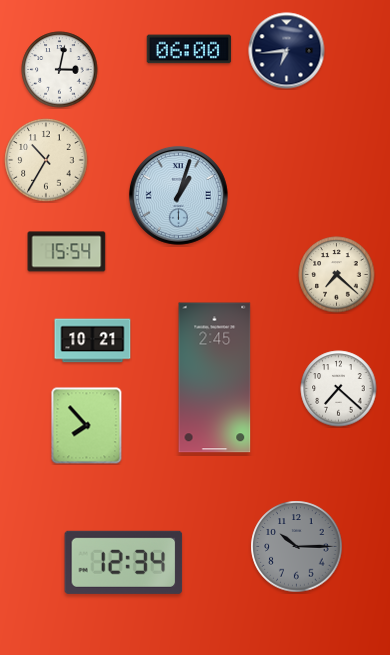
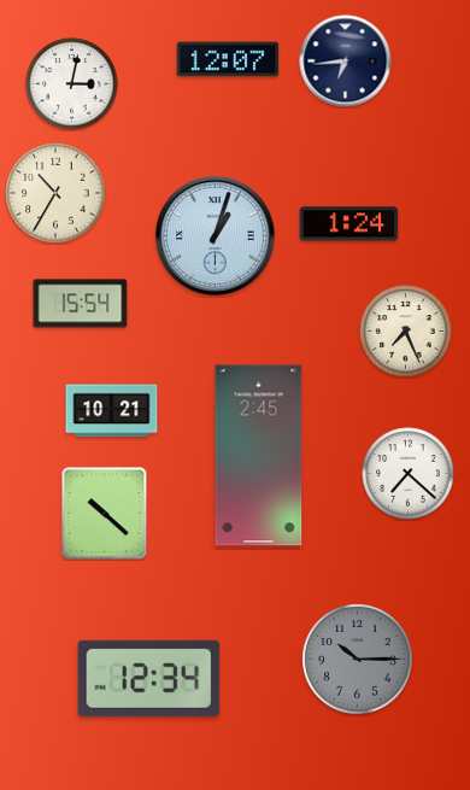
clock at (189, 49): 06:00 -> 12:07
clock at (349, 224): none -> 1:24
clock at (337, 275): 7:22 -> 7:26
clock at (339, 389) position: (339, 389) -> (409, 474)
clock at (87, 426): 7:53 -> 10:22
